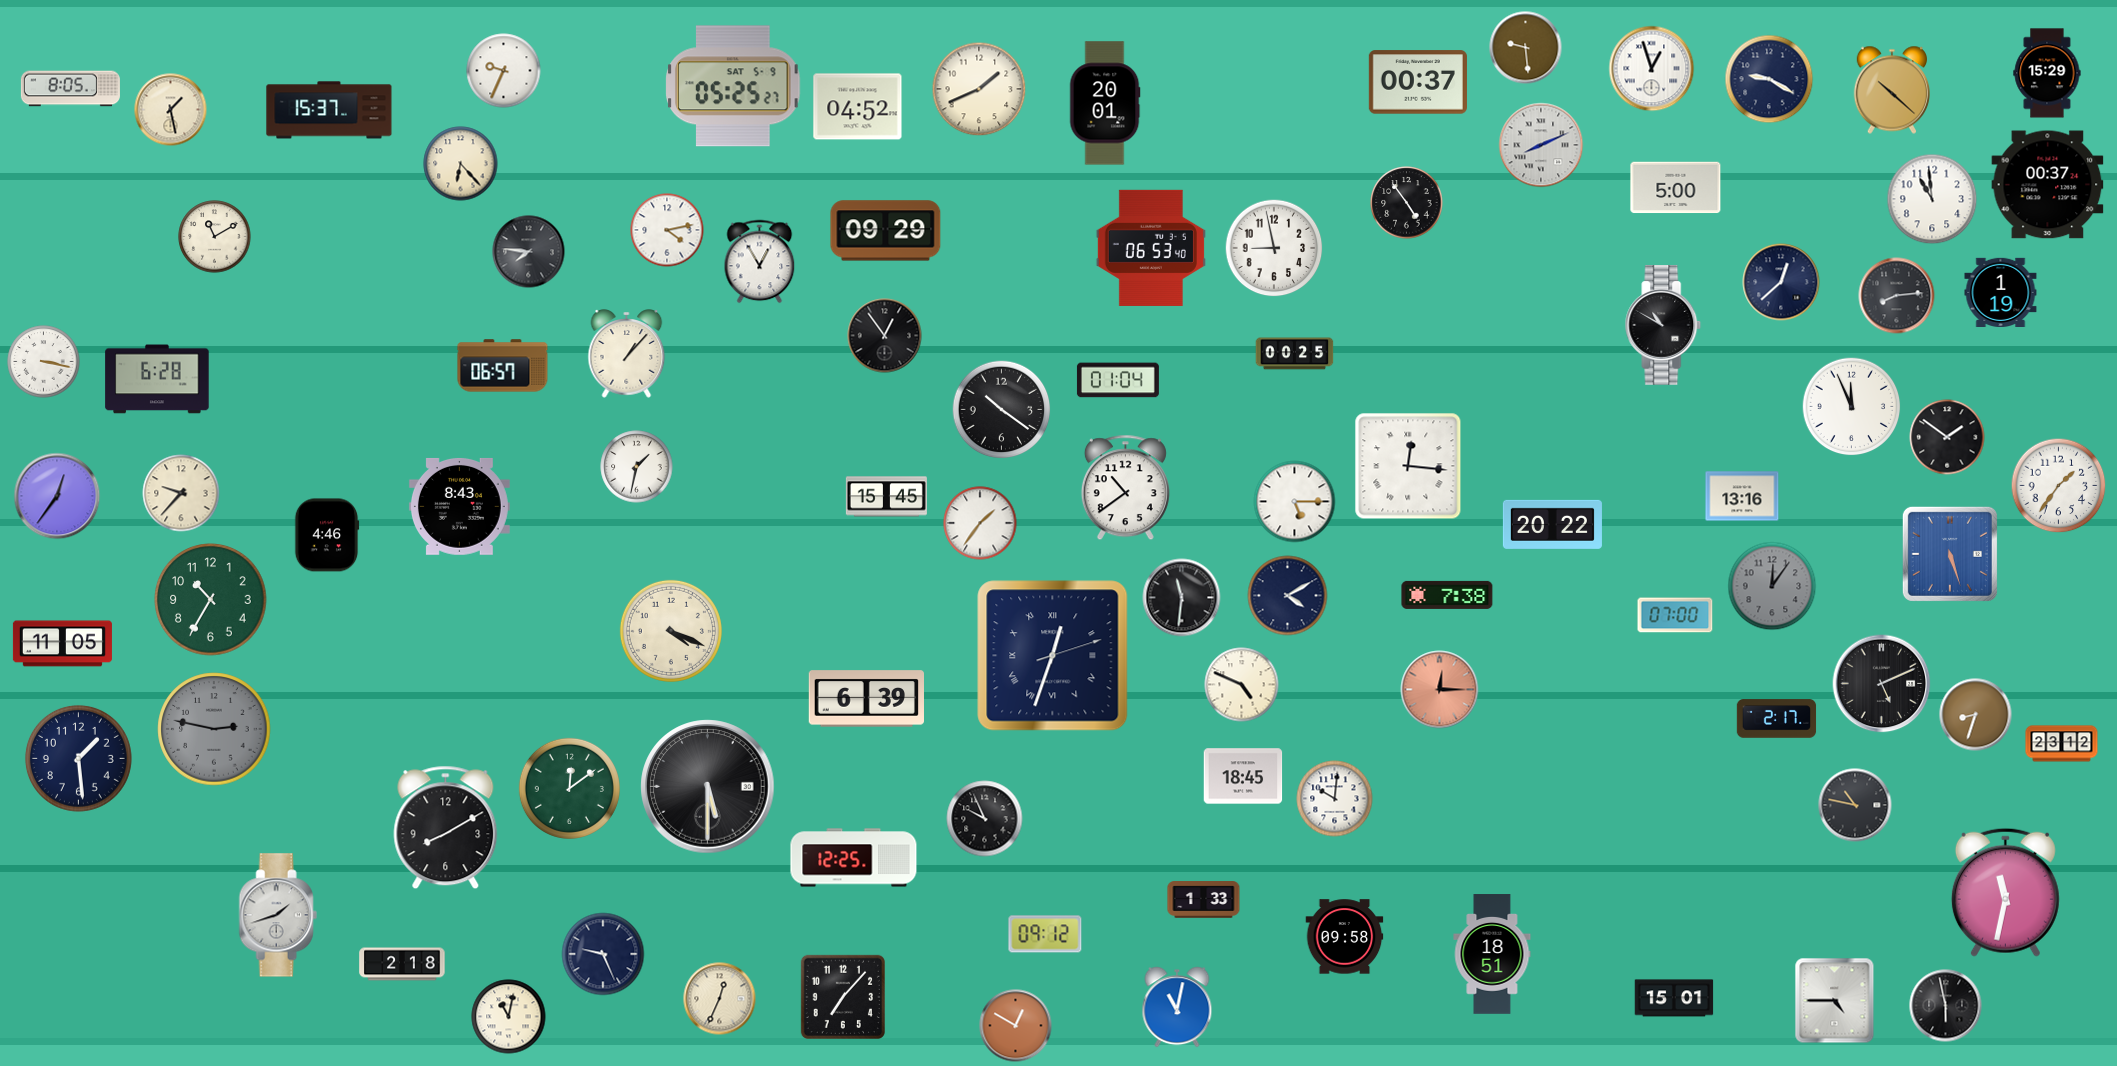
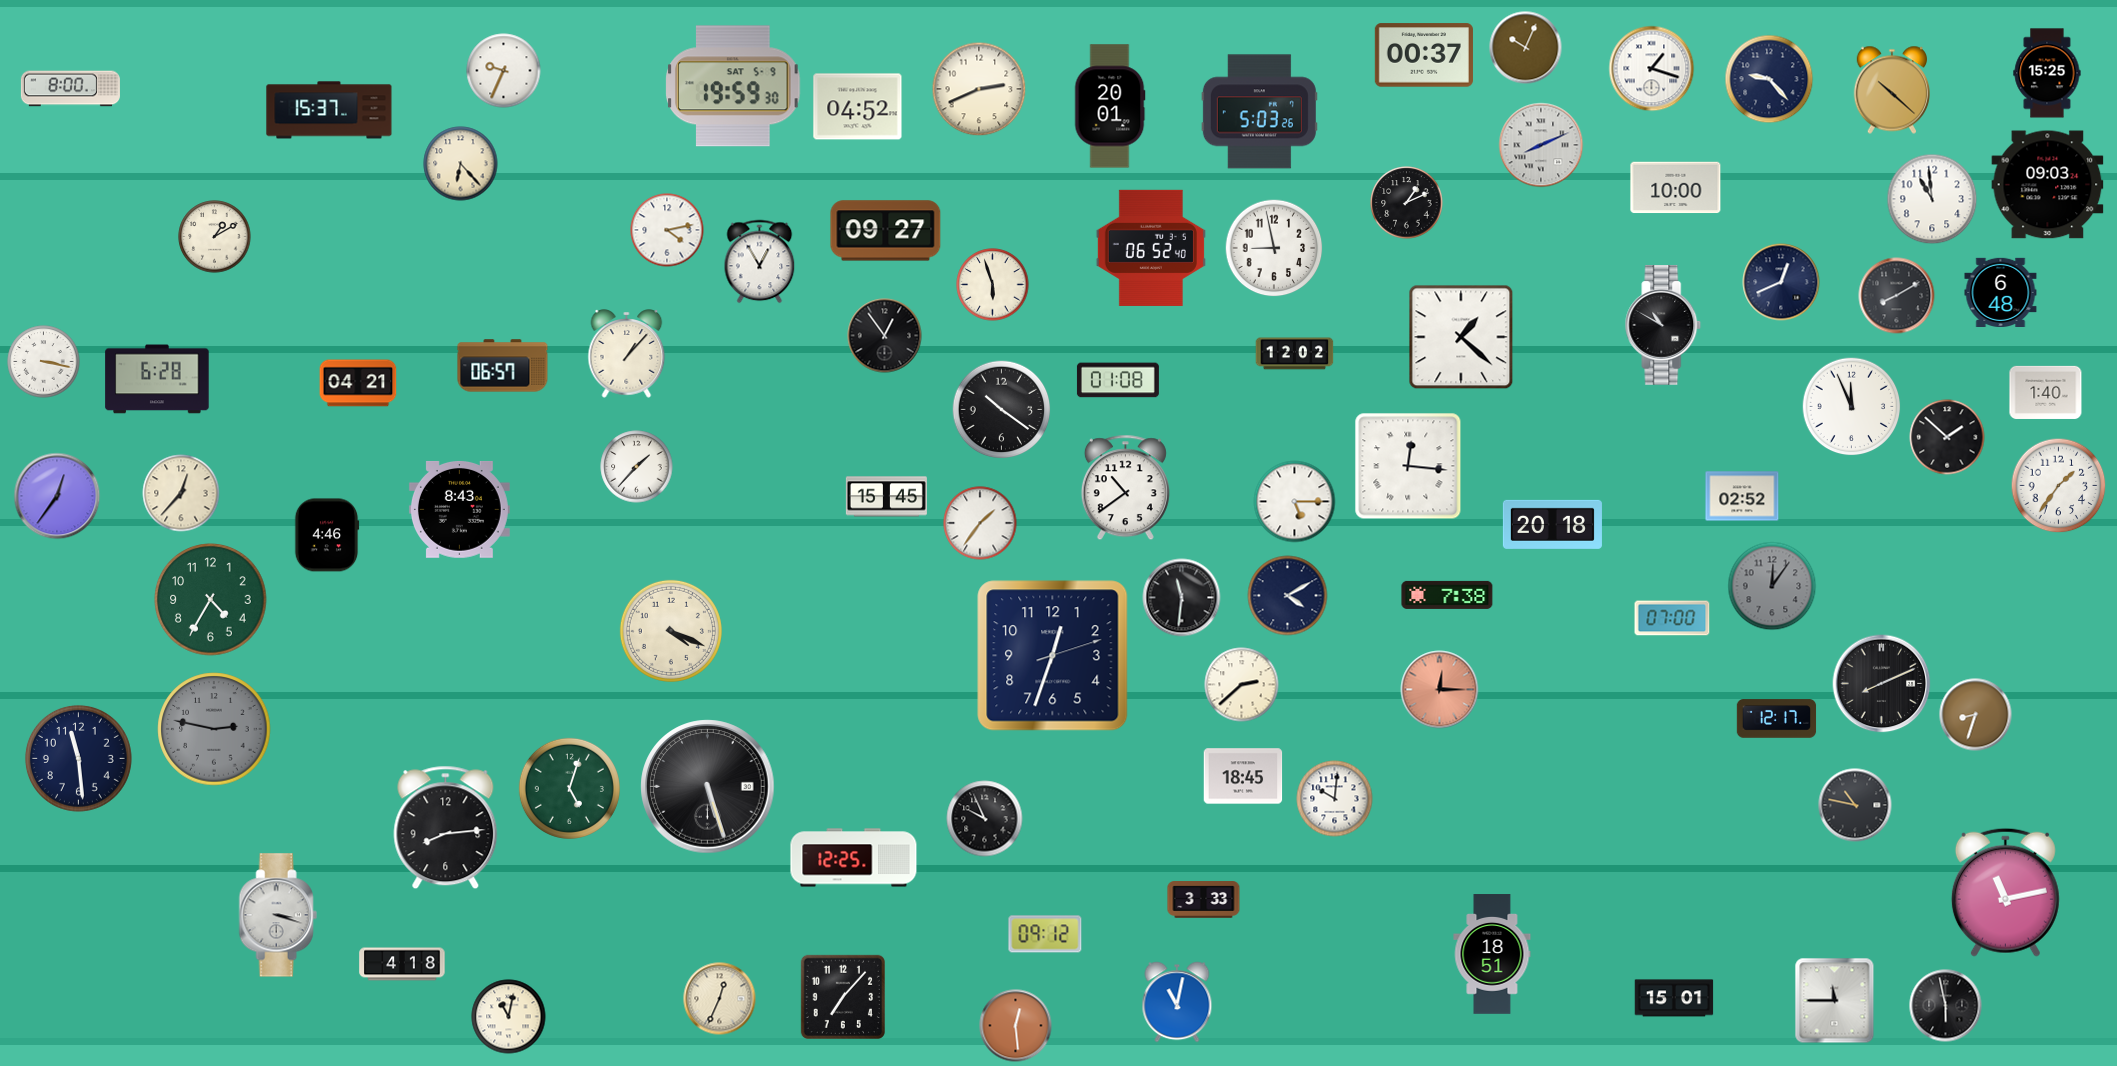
clock at (1526, 48): 9:29 -> 10:04
clock at (1652, 69): 12:57 -> 1:18
clock at (2047, 73): 15:29 -> 15:25
clock at (1769, 79): 9:20 -> 9:23
clock at (1418, 82) position: (1418, 82) -> (1424, 55)
clock at (733, 86): 05:25 -> 19:59
clock at (70, 89): 8:05 -> 8:00
clock at (979, 89): 1:41 -> 2:41
clock at (1105, 103) position: (1105, 103) -> (1110, 106)
clock at (171, 110): 1:28 -> none
clock at (1259, 112): none -> 5:03
clock at (2048, 185): 00:37 -> 09:03
clock at (1676, 188): 5:00 -> 10:00
clock at (1407, 203): 4:54 -> 1:11
clock at (886, 231): 09:29 -> 09:27
clock at (215, 237): 11:10 -> 1:10
clock at (1151, 248): 06:53 -> 06:52
clock at (529, 252): 7:46 -> none
clock at (1781, 282): 12:38 -> 12:41
clock at (993, 285): none -> 5:57
clock at (2001, 292): 1:19 -> 6:48
clock at (1897, 296): 8:14 -> 8:10
clock at (1461, 337): none -> 1:22
clock at (1295, 354): 00:25 -> 12:02
clock at (1118, 380): 01:04 -> 01:08
clock at (358, 383): none -> 04:21
clock at (2046, 392): none -> 1:40
clock at (1947, 437): 1:51 -> 1:52
clock at (637, 467): 1:32 -> 1:37
clock at (181, 493): 9:37 -> 12:37
clock at (1742, 496): 13:16 -> 02:52
clock at (459, 506) position: (459, 506) -> (459, 509)
clock at (1552, 524): 20:22 -> 20:18
clock at (1950, 554): 5:27 -> none
clock at (211, 600): 10:35 -> 4:35
clock at (1675, 615) position: (1675, 615) -> (1672, 618)
clock at (62, 644): 11:05 -> none
clock at (1053, 656) numerals: Roman -> Arabic
clock at (1882, 684): 5:11 -> 8:11
clock at (1242, 685): 4:49 -> 2:38
clock at (866, 699): 6:39 -> none
clock at (1777, 719): 2:17 -> 12:17
clock at (2062, 744): 23:12 -> none
clock at (78, 758): 1:29 -> 11:29
clock at (708, 787): 5:30 -> 5:27
clock at (569, 788): 12:09 -> 5:03
clock at (446, 828): 8:10 -> 8:14
clock at (2005, 892): 11:32 -> 11:13
clock at (1204, 900): 1:33 -> 3:33
clock at (278, 915): 1:42 -> 3:18
clock at (1345, 937): 09:58 -> none
clock at (603, 954): 9:26 -> none
clock at (402, 964): 2:18 -> 4:18
clock at (1835, 1001): 4:45 -> 11:45
clock at (1177, 1007) position: (1177, 1007) -> (1177, 1002)
clock at (1016, 1026): 12:50 -> 12:29
